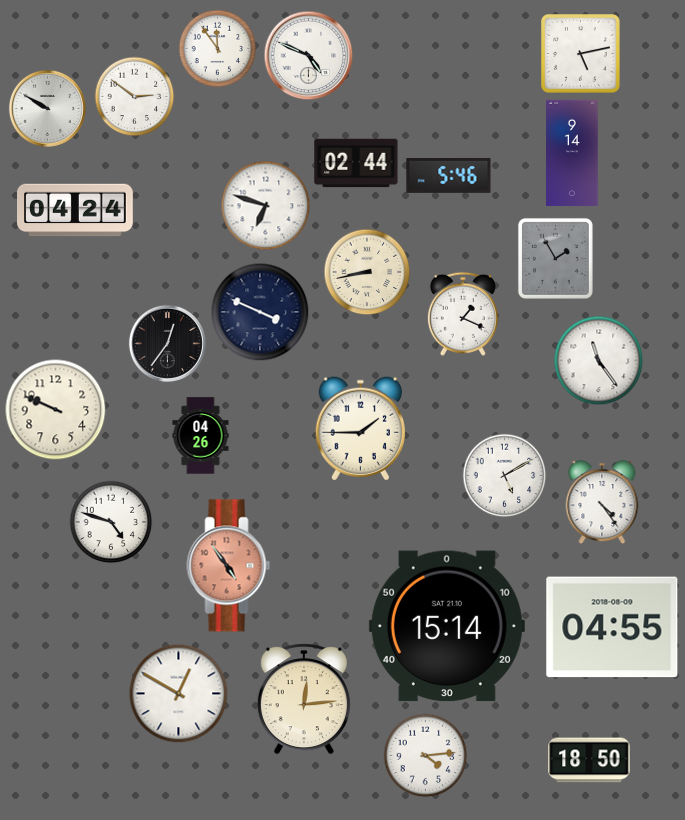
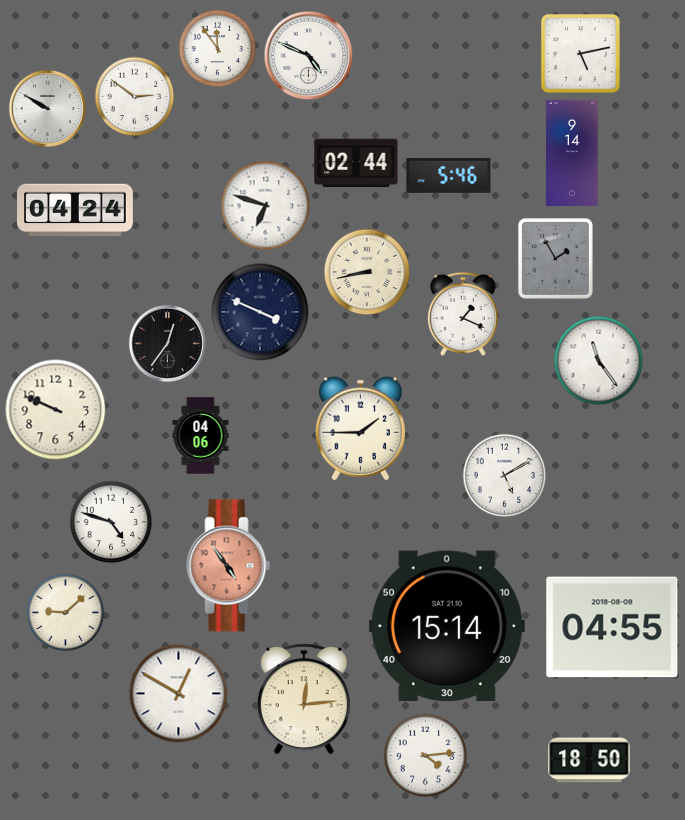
clock at (201, 436): 04:26 -> 04:06
clock at (602, 502): 4:24 -> none
clock at (65, 612): none -> 9:08
